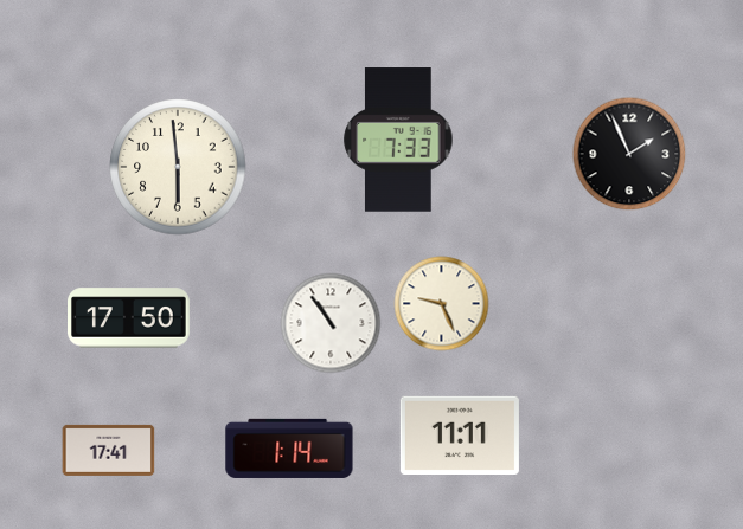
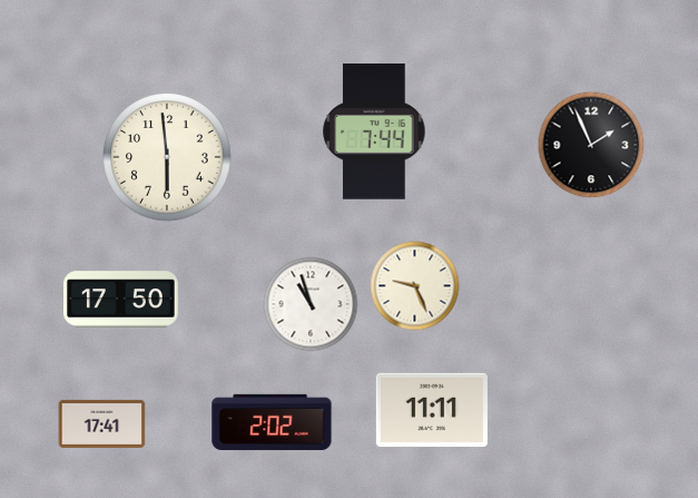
clock at (398, 140): 7:33 -> 7:44
clock at (331, 323): 10:54 -> 10:57
clock at (289, 449): 1:14 -> 2:02
